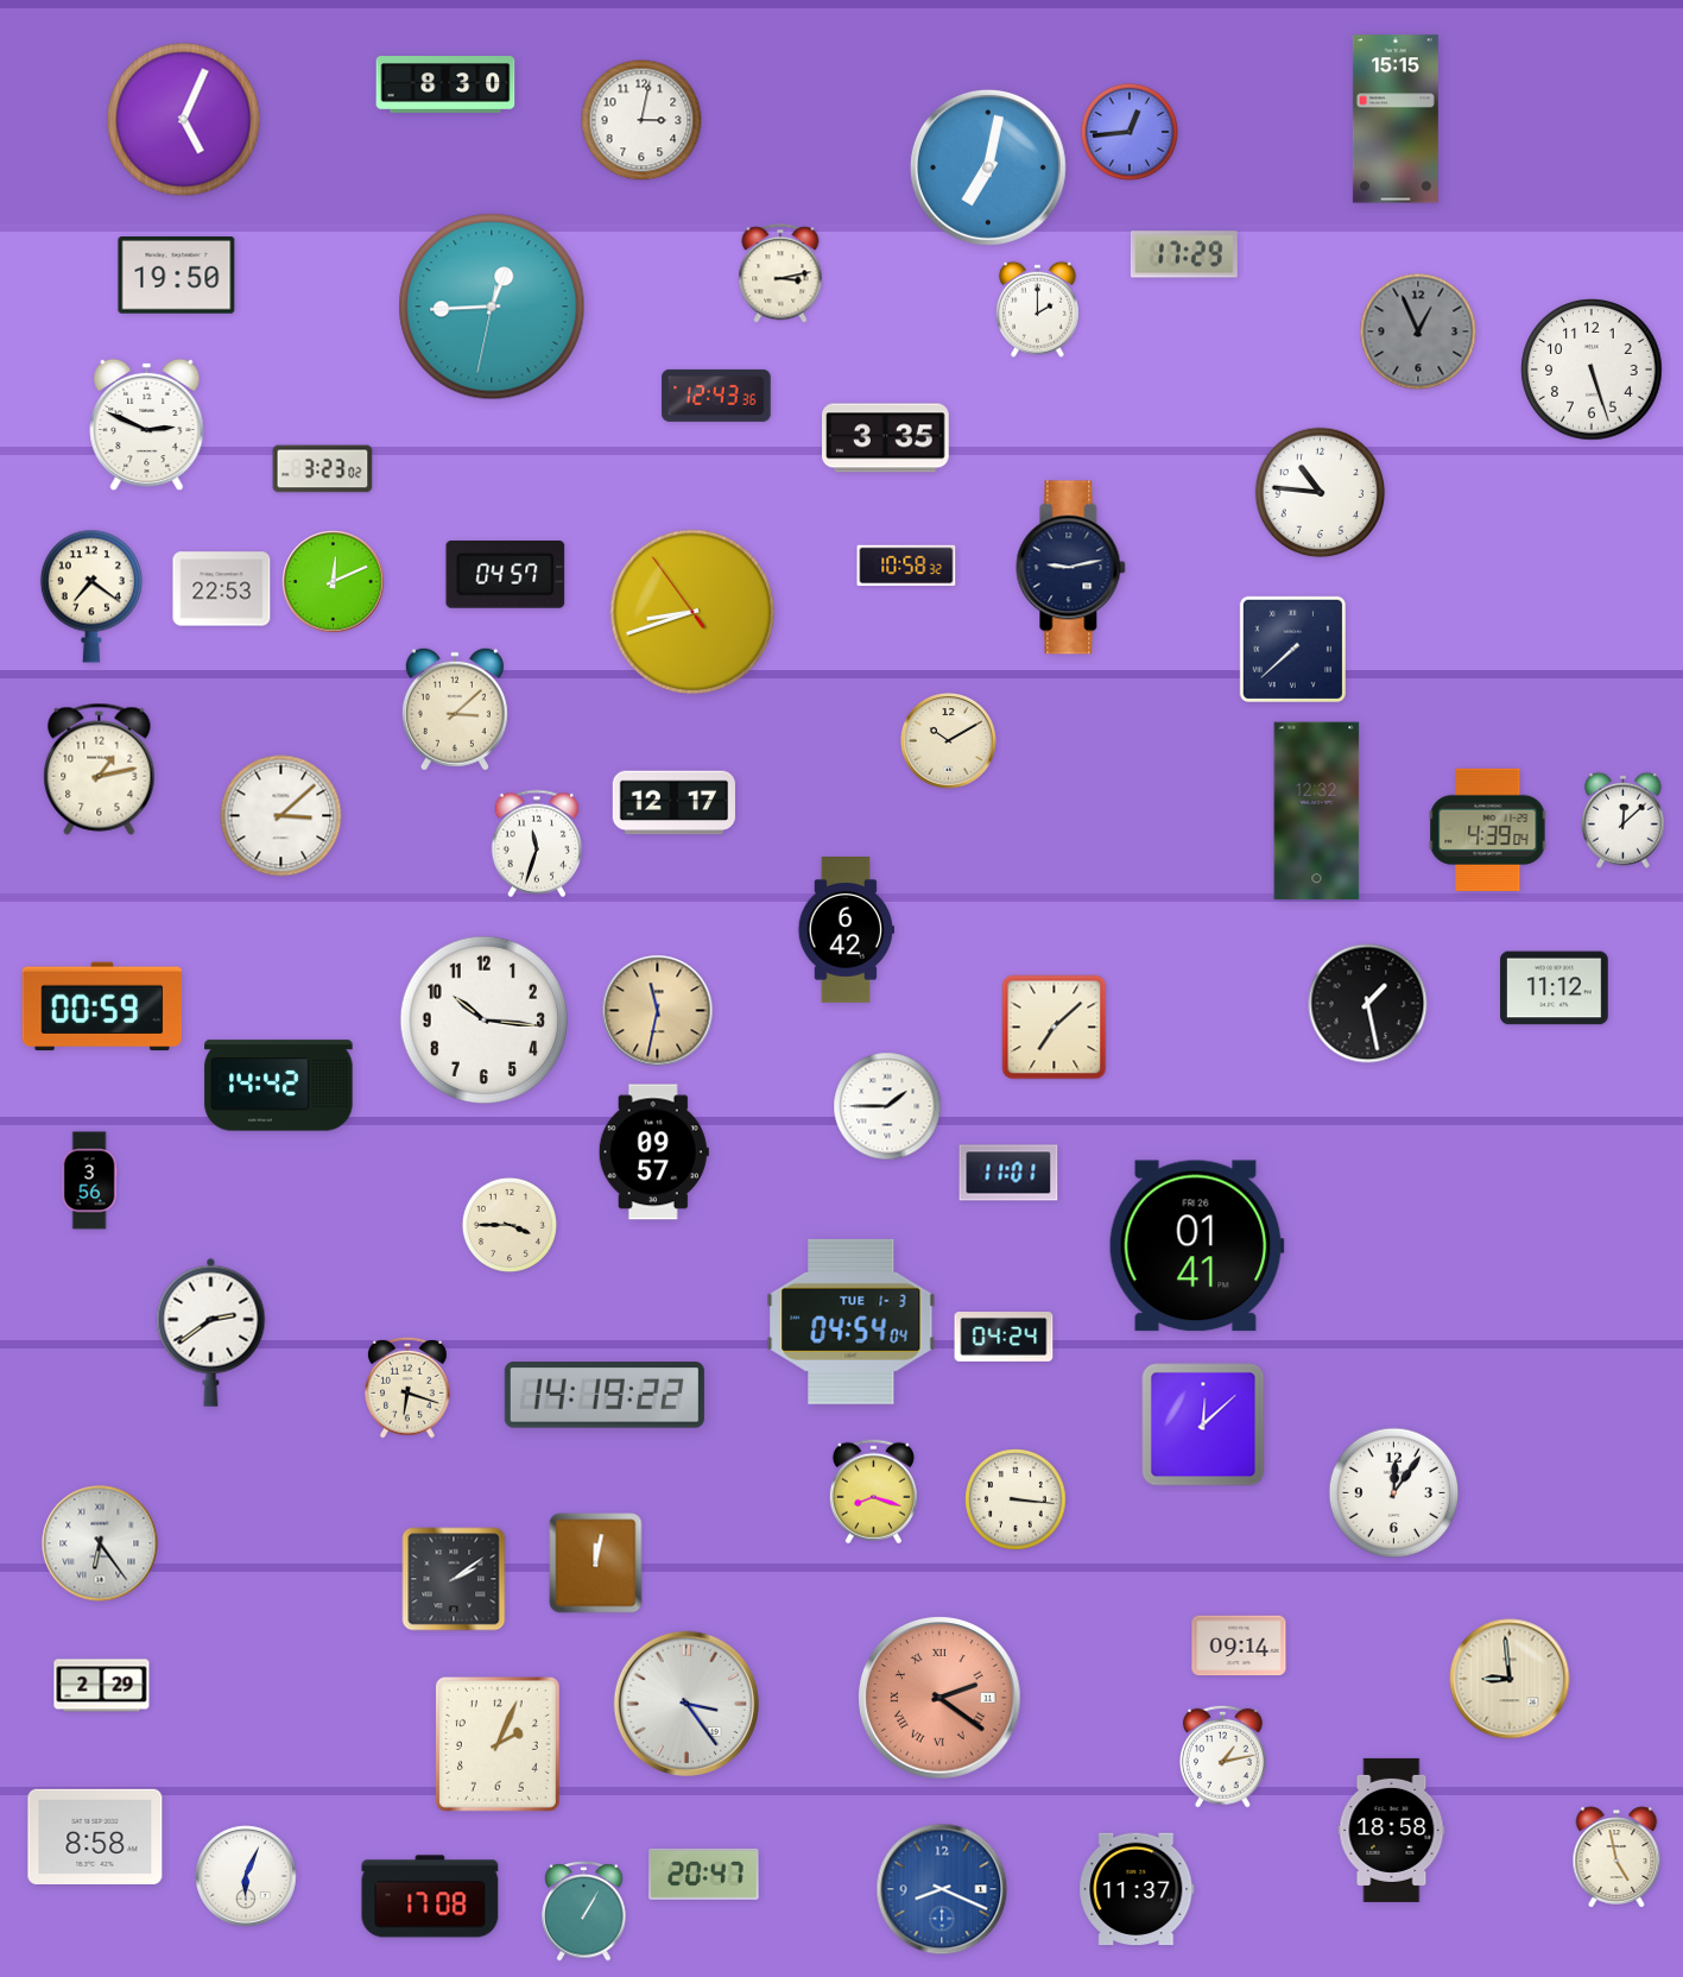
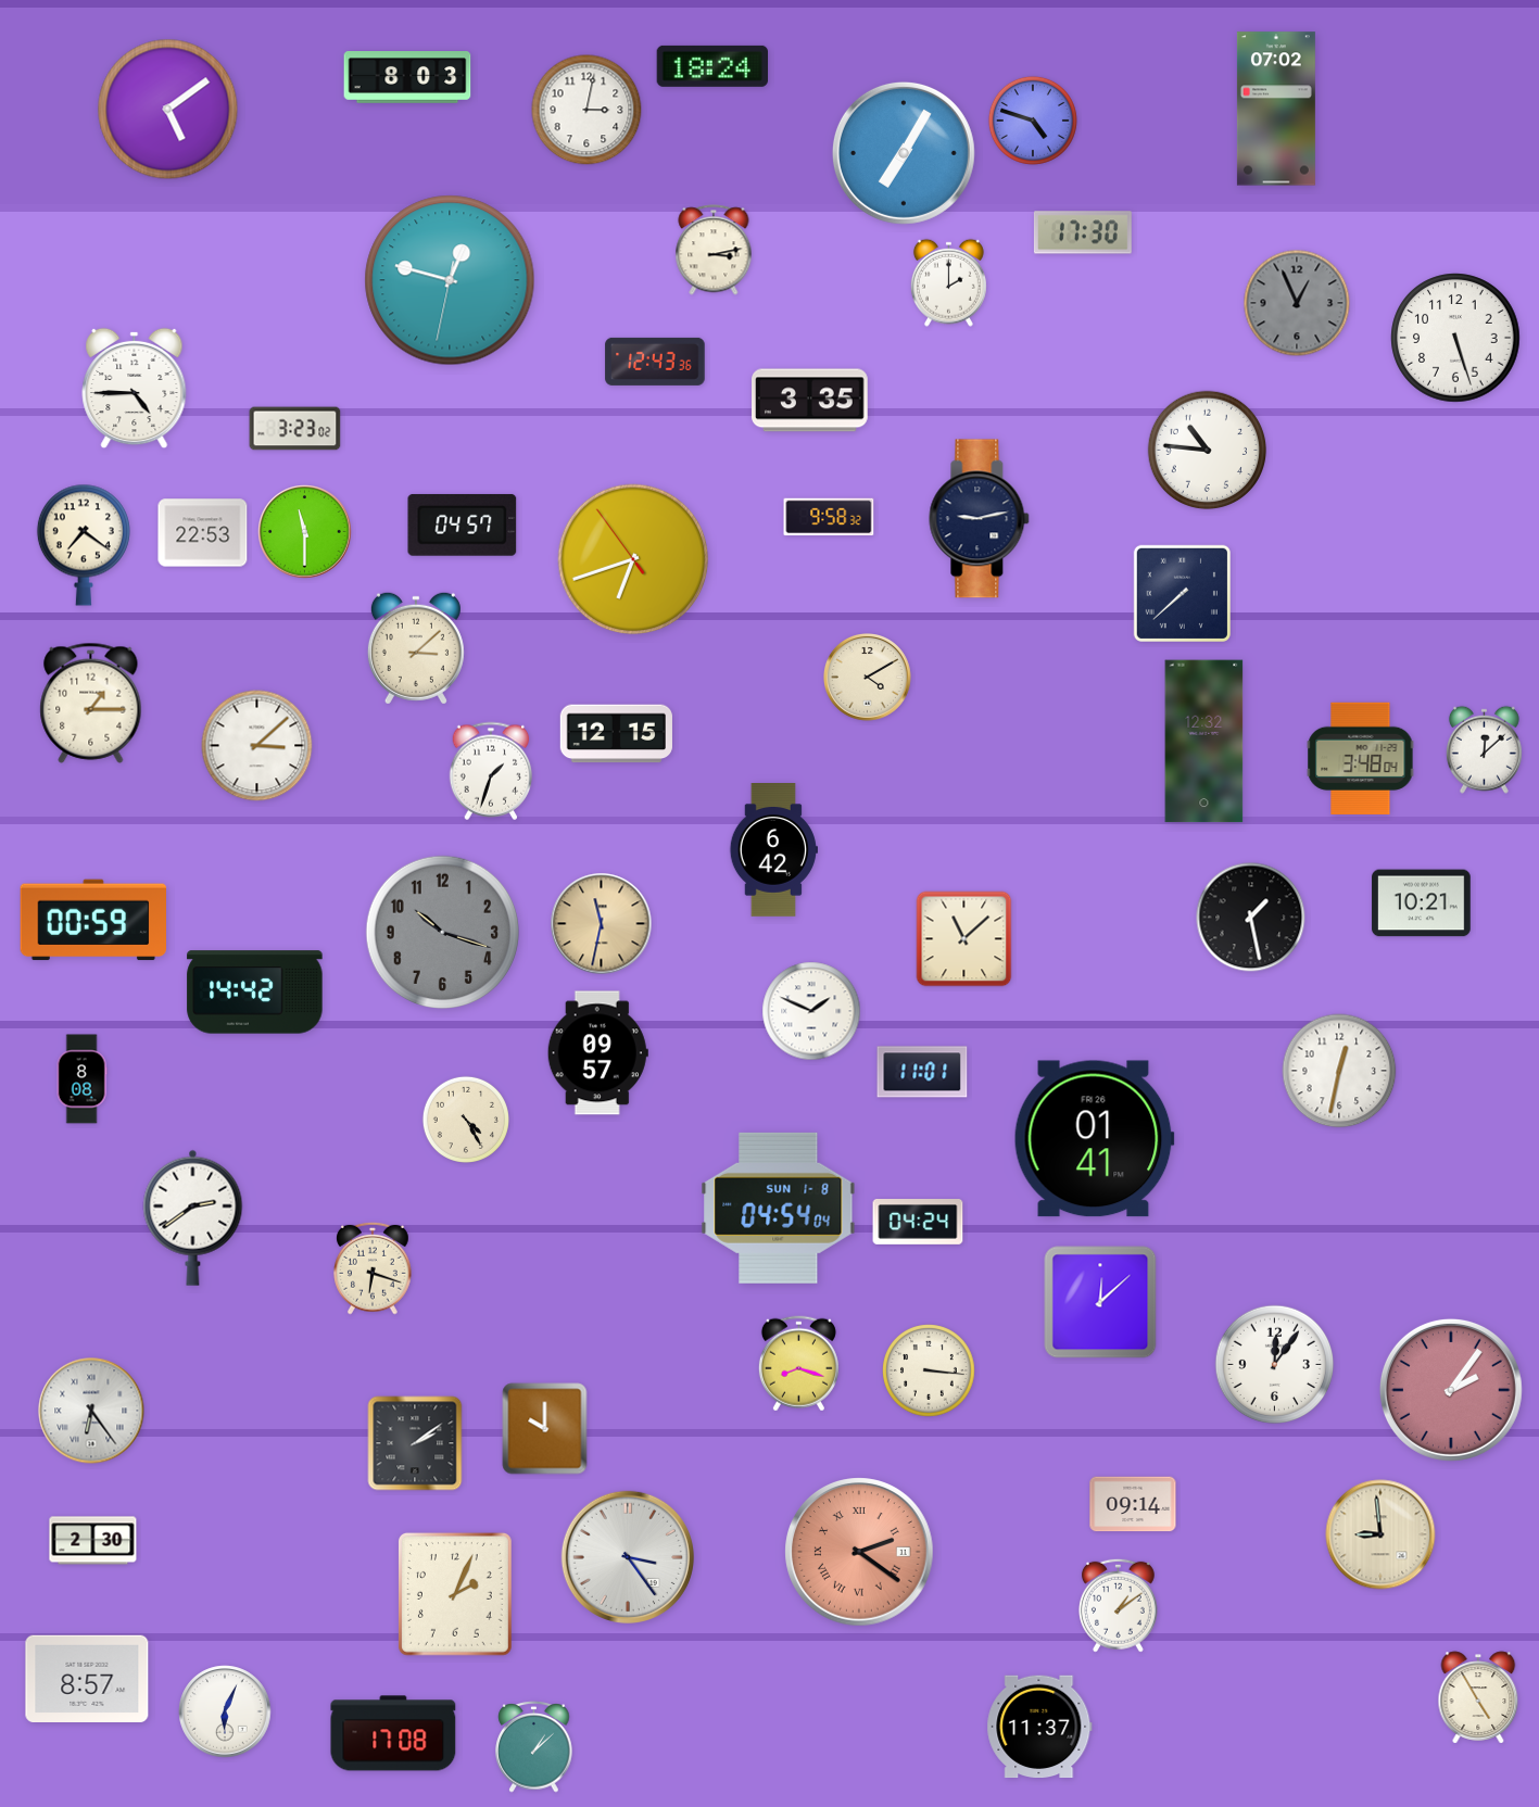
clock at (711, 66): none -> 18:24
clock at (445, 86): 8:30 -> 8:03
clock at (1396, 119): 15:15 -> 07:02
clock at (184, 120): 5:04 -> 5:09
clock at (1130, 132): 12:44 -> 4:48
clock at (988, 168): 7:02 -> 7:05
clock at (1184, 254): 17:29 -> 17:30
clock at (177, 276): 19:50 -> none
clock at (492, 307): 12:44 -> 12:47
clock at (147, 425): 2:49 -> 4:45
clock at (906, 566): 10:58 -> 9:58
clock at (334, 582): 12:11 -> 11:30
clock at (222, 589) position: (222, 589) -> (203, 533)
clock at (692, 612): 8:41 -> 6:41
clock at (949, 741): 10:10 -> 4:10
clock at (100, 769): 1:13 -> 1:15
clock at (673, 803): 12:17 -> 12:15
clock at (1488, 829): 4:39 -> 3:48
clock at (537, 844): 11:33 -> 1:33
clock at (1555, 988): 11:12 -> 10:21
clock at (483, 1019): 10:16 -> 10:18
clock at (483, 1019) dial: white -> grey
clock at (1055, 1028): 7:08 -> 11:08
clock at (887, 1106): 1:45 -> 1:49
clock at (1339, 1071): none -> 12:32
clock at (89, 1181): 3:56 -> 8:08
clock at (510, 1225): 3:45 -> 4:25
clock at (852, 1321) date: TUE 1-3 -> SUN 1-8
clock at (605, 1395): 14:19 -> none
clock at (1451, 1390): none -> 2:06
clock at (596, 1564): 12:02 -> 10:00
clock at (102, 1686): 2:29 -> 2:30
clock at (1222, 1756): 1:13 -> 1:09
clock at (1392, 1830): 18:58 -> none
clock at (95, 1836): 8:58 -> 8:57
clock at (1616, 1857): 4:58 -> 4:55
clock at (704, 1874): 20:47 -> none
clock at (246, 1876) position: (246, 1876) -> (225, 1711)
clock at (942, 1889): 8:19 -> none
clock at (584, 1912): 1:05 -> 1:08
